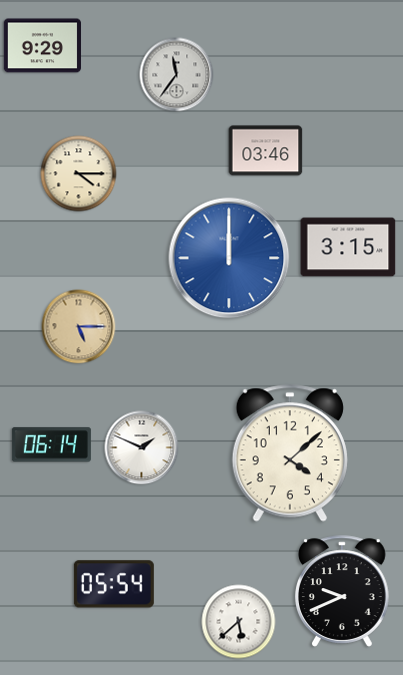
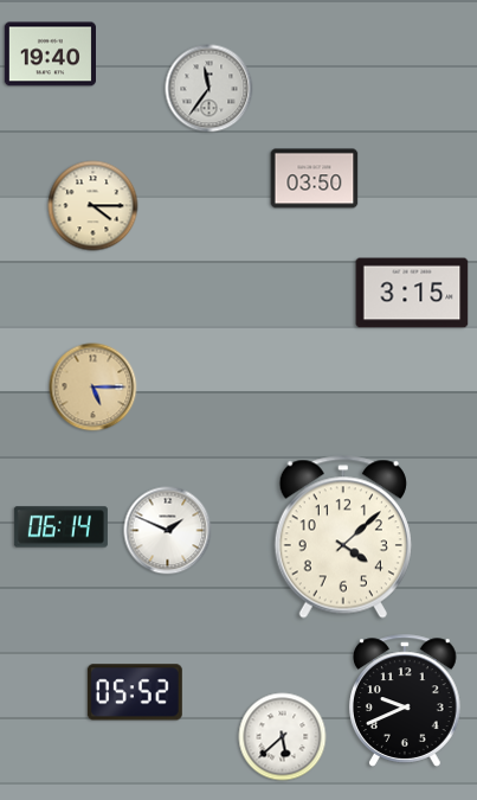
clock at (42, 46): 9:29 -> 19:40
clock at (266, 151): 03:46 -> 03:50
clock at (229, 258): 12:00 -> none
clock at (114, 584): 05:54 -> 05:52
